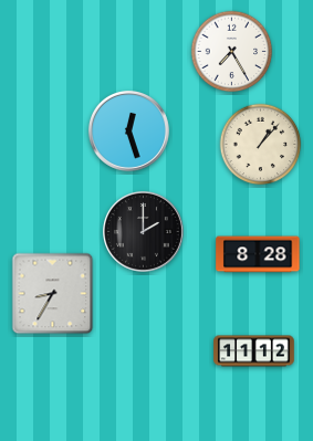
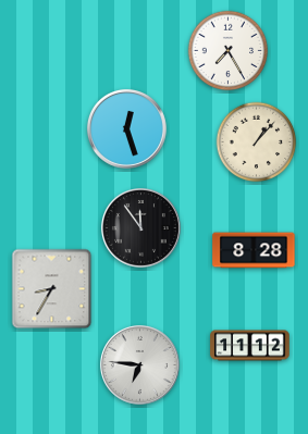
clock at (143, 231): 2:00 -> 11:54
clock at (139, 364): none -> 6:46
